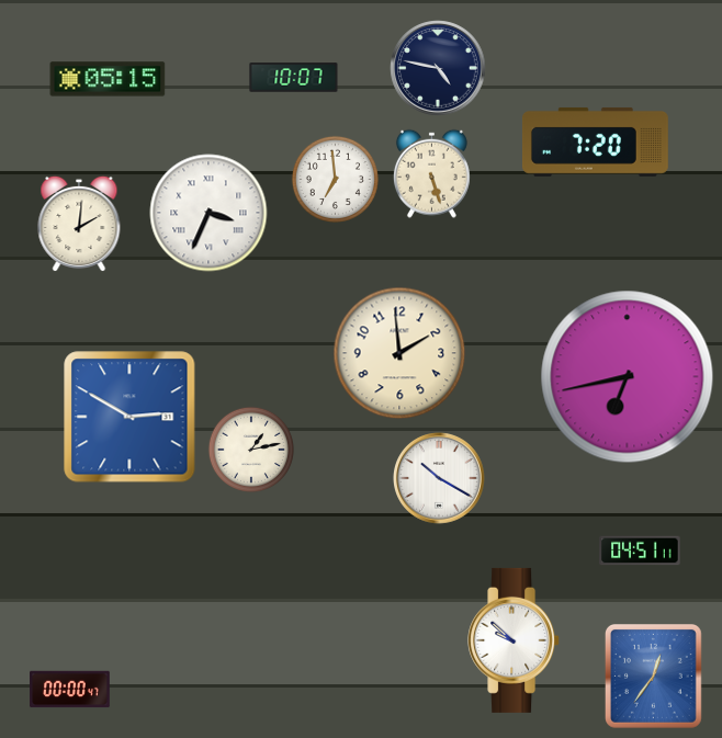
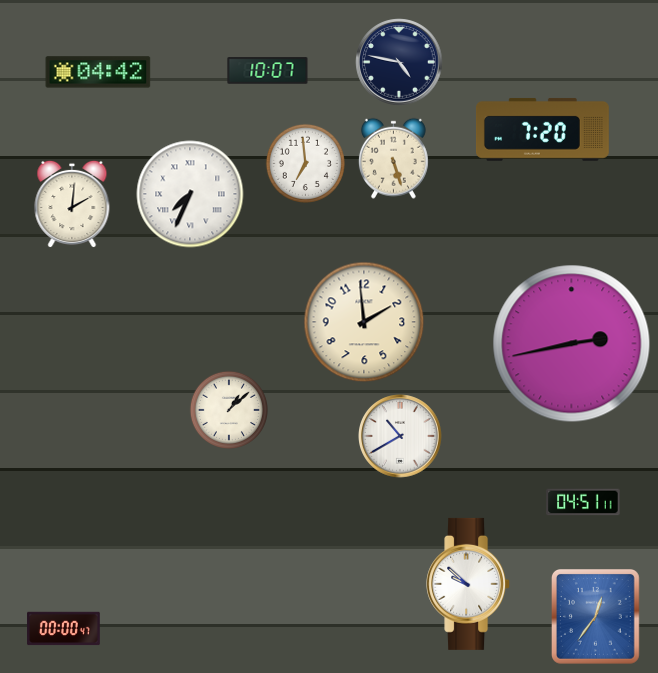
clock at (108, 79): 05:15 -> 04:42
clock at (208, 213): 3:34 -> 7:34
clock at (628, 377): 6:43 -> 2:43
clock at (129, 417): 2:50 -> none
clock at (250, 449): 1:13 -> 1:08
clock at (440, 479): 10:20 -> 10:40
